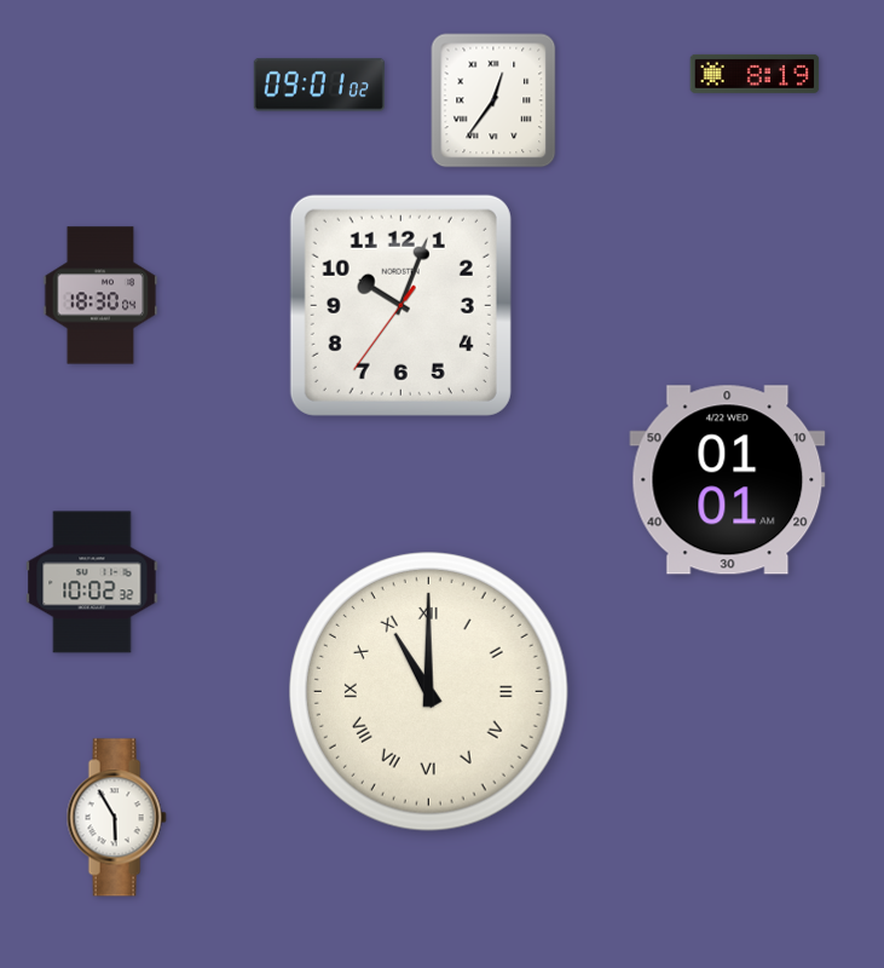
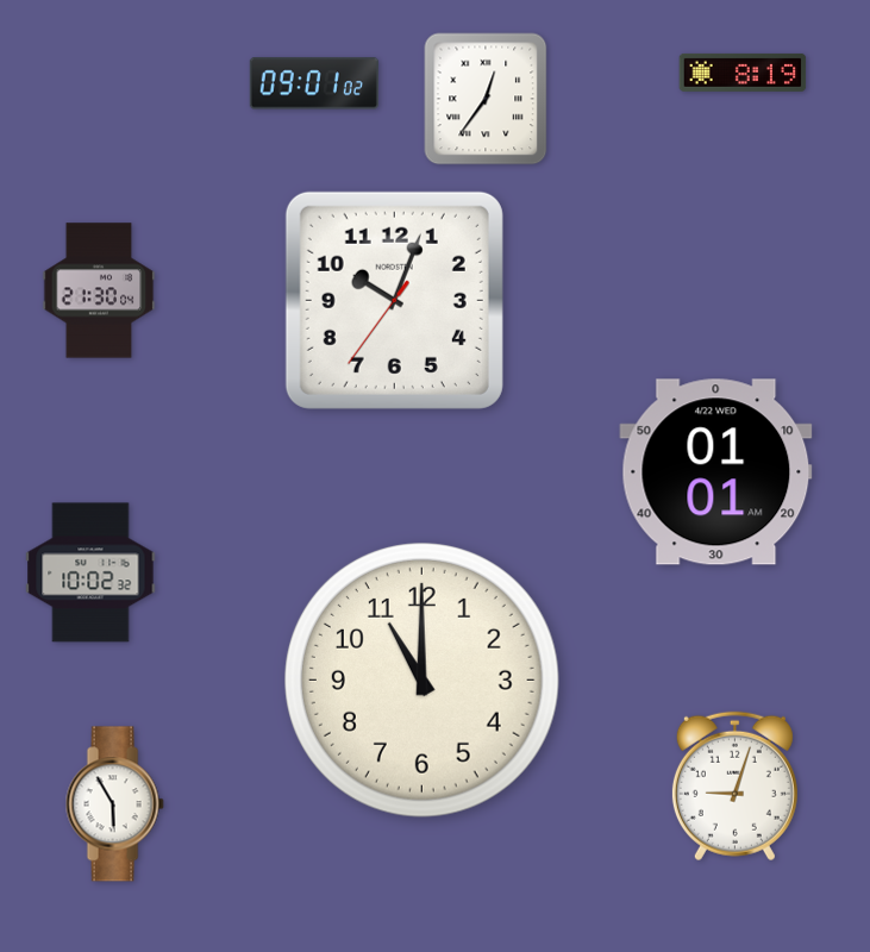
clock at (100, 295): 18:30 -> 21:30
clock at (428, 691) numerals: Roman -> Arabic
clock at (734, 787): none -> 9:03
